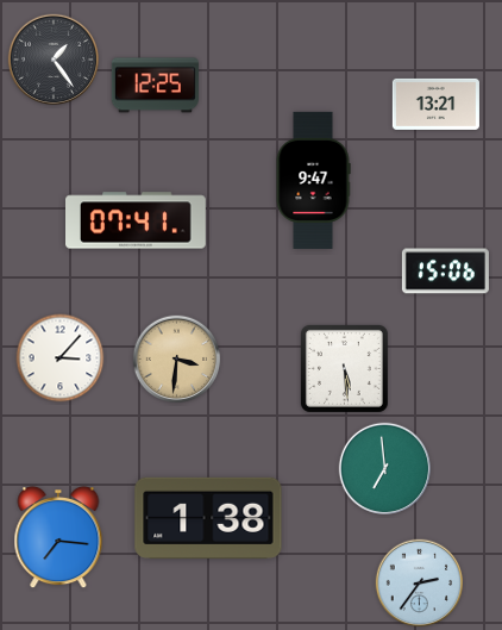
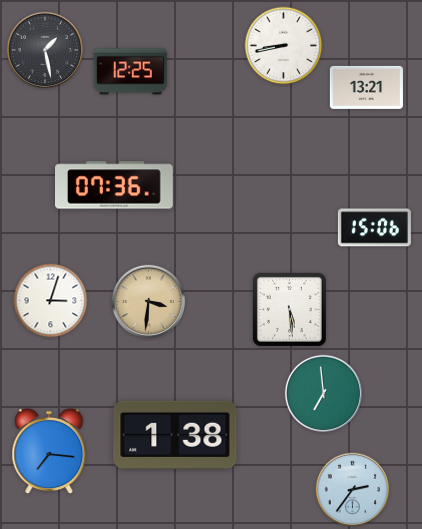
clock at (284, 46): none -> 8:43
clock at (54, 60): 1:24 -> 1:28
clock at (313, 180): 9:47 -> none
clock at (137, 220): 07:41 -> 07:36
clock at (61, 358): 3:07 -> 3:03
